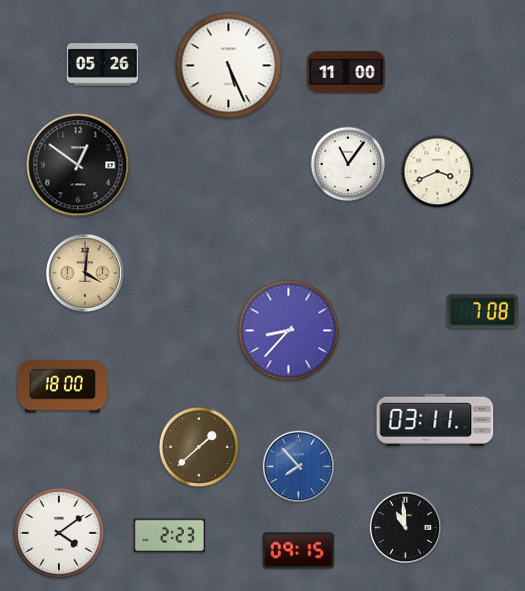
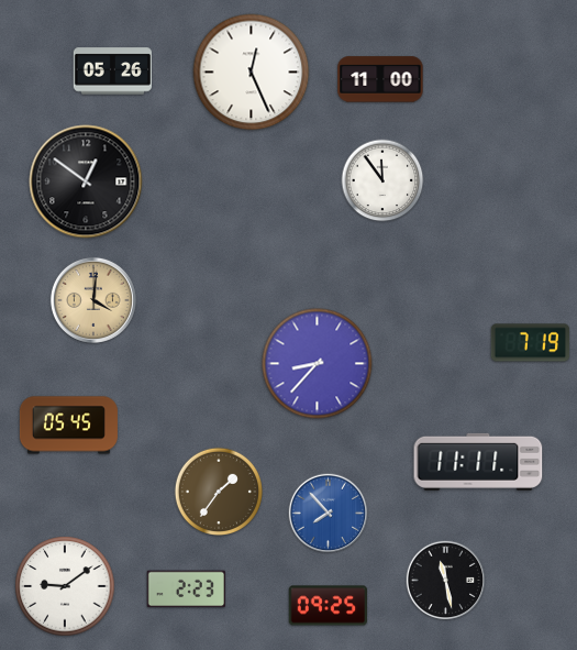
clock at (229, 66): 5:26 -> 12:26
clock at (348, 164): 11:06 -> 11:54
clock at (438, 172): 3:41 -> none
clock at (483, 312): 7:08 -> 7:19
clock at (62, 387): 18:00 -> 05:45
clock at (435, 420): 03:11 -> 11:11
clock at (198, 446): 1:38 -> 1:36
clock at (406, 528): 10:59 -> 11:28
clock at (59, 533): 4:09 -> 9:09
clock at (298, 551): 09:15 -> 09:25
